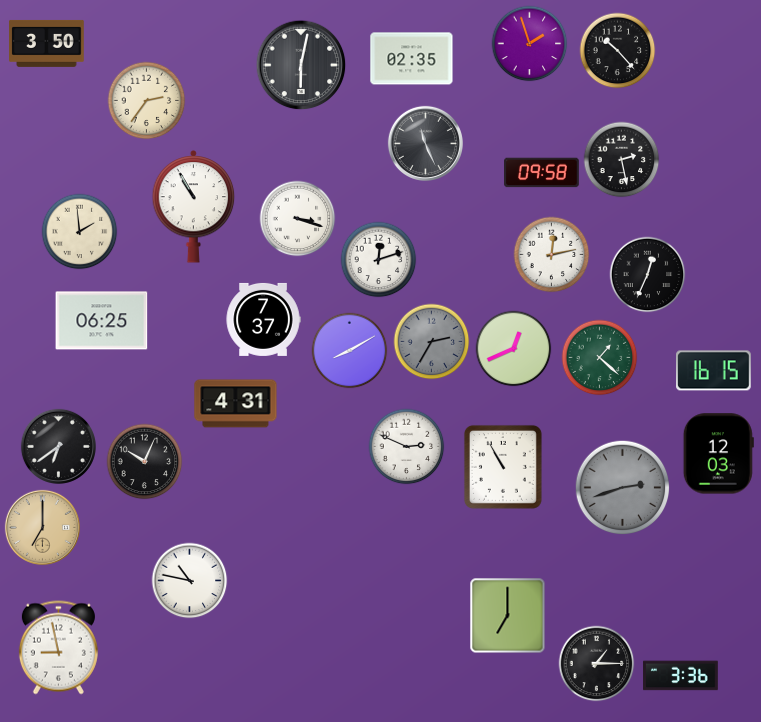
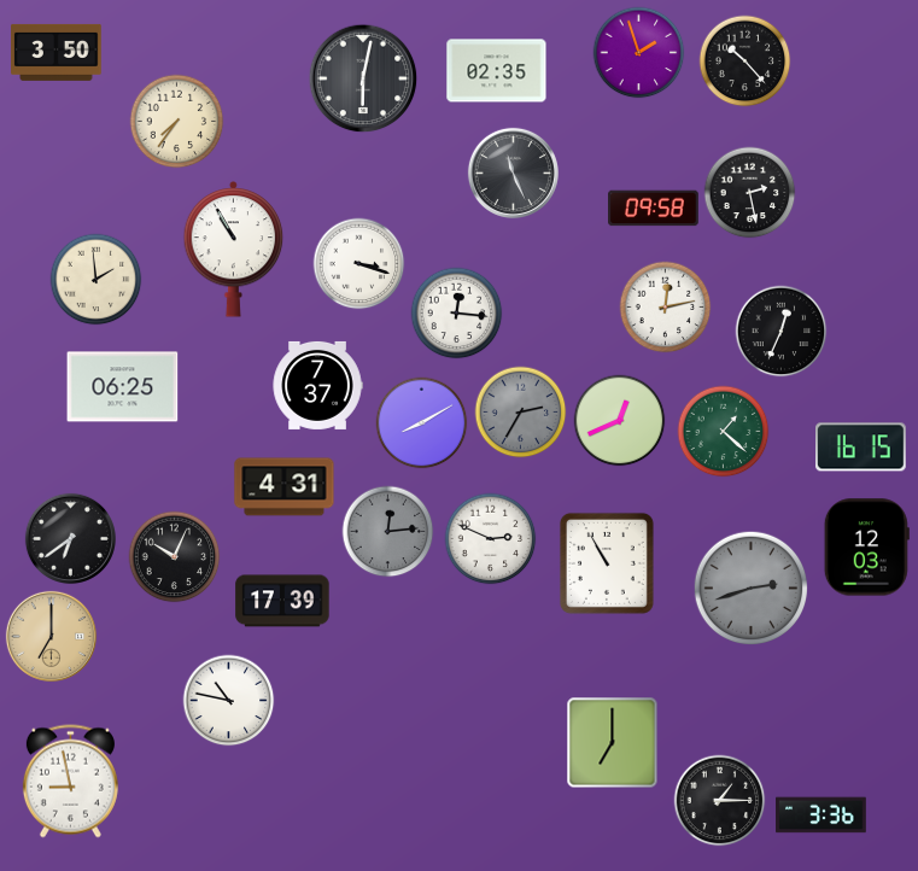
clock at (147, 101): 2:36 -> 7:36
clock at (379, 260): 12:12 -> 12:16
clock at (388, 532): none -> 12:14
clock at (282, 601): none -> 17:39
